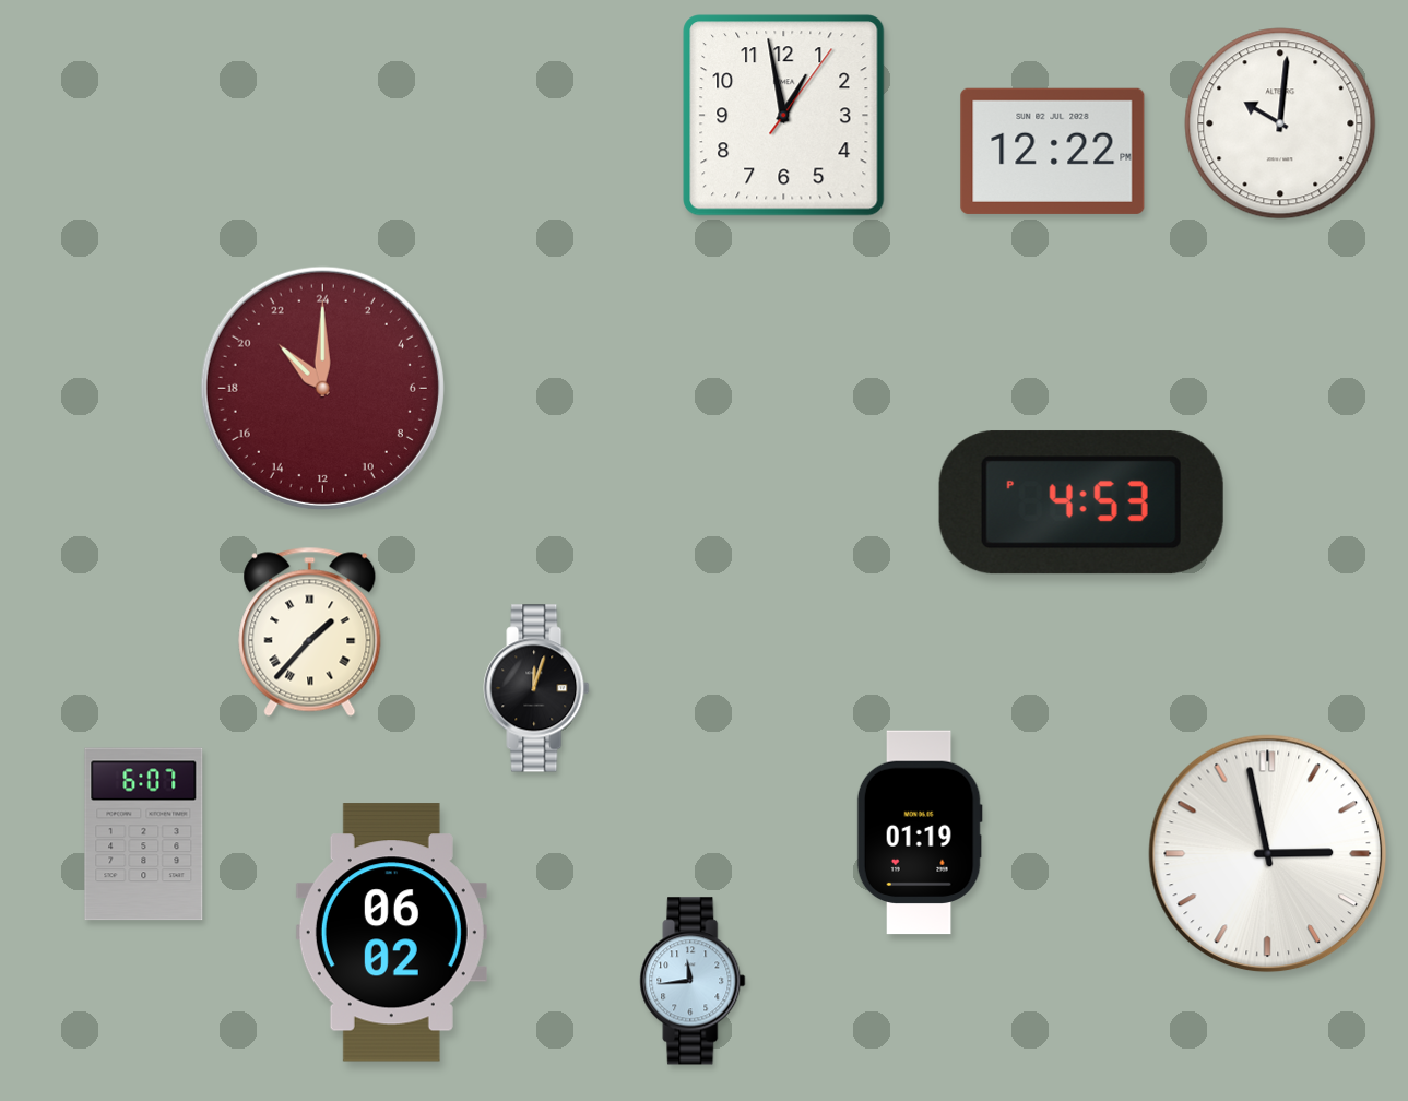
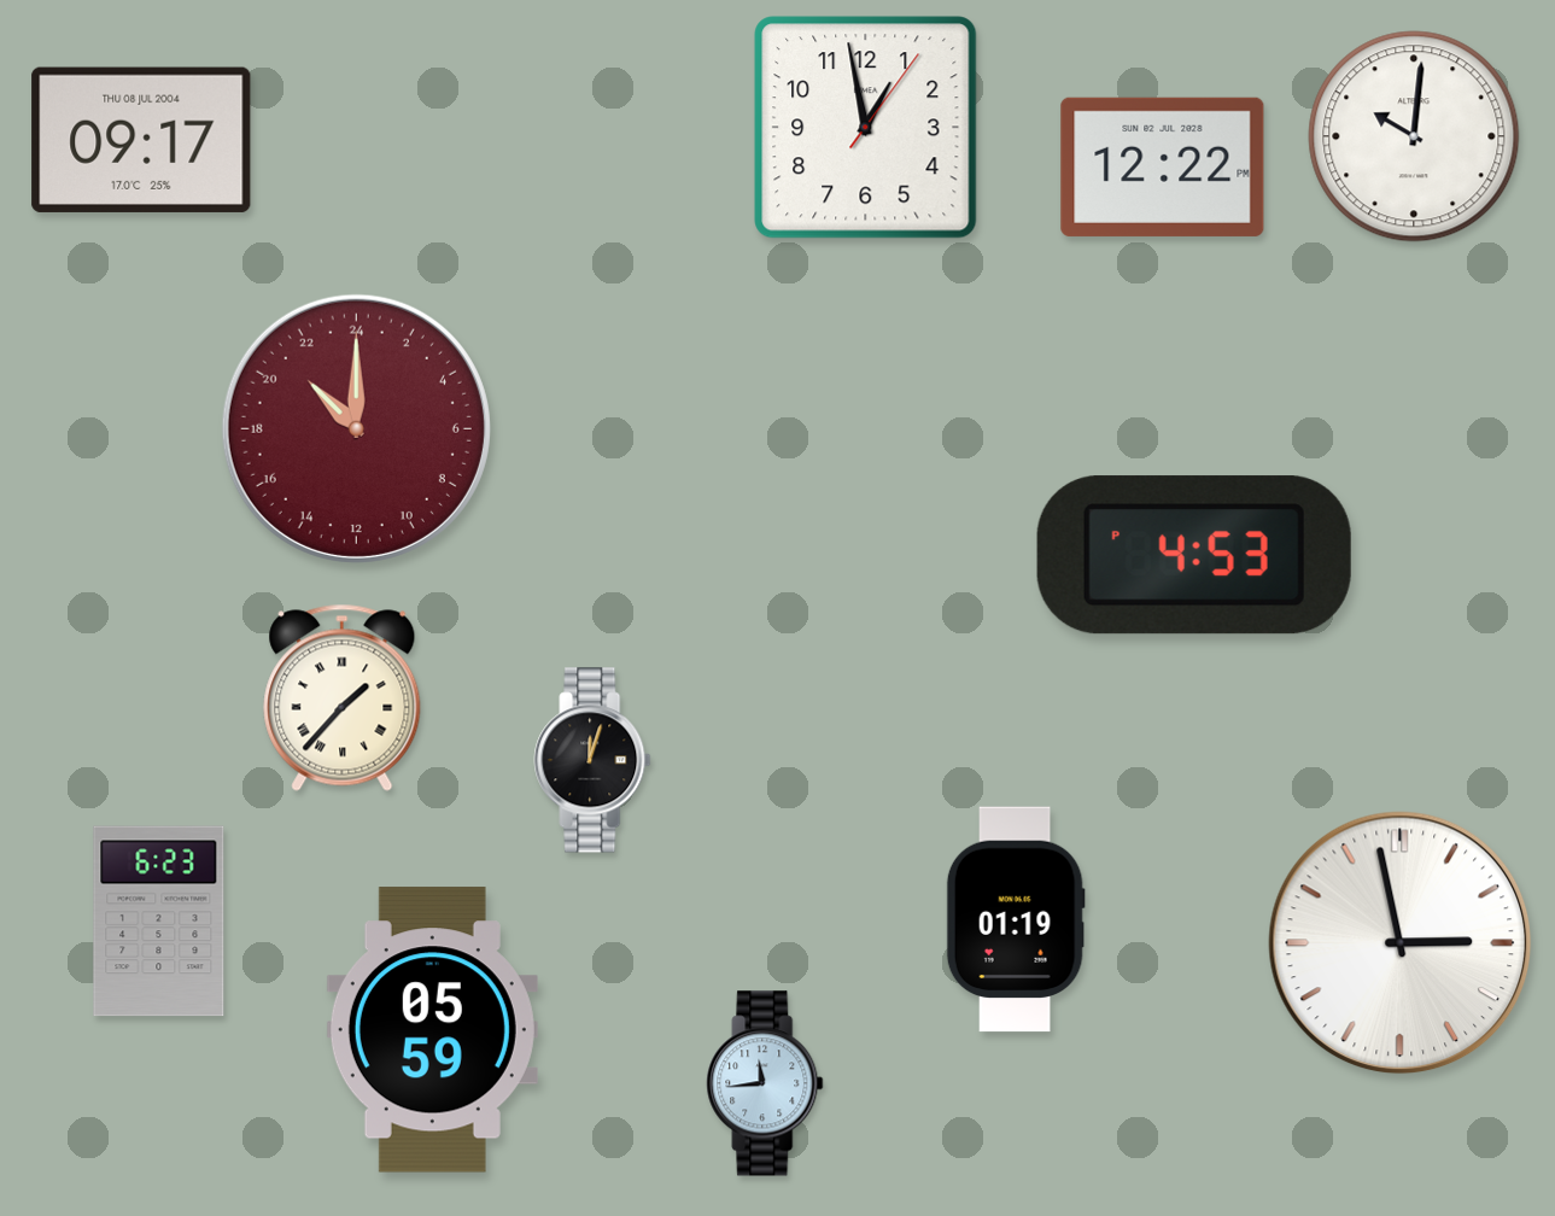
clock at (141, 140): none -> 09:17
clock at (144, 834): 6:07 -> 6:23
clock at (391, 933): 06:02 -> 05:59
